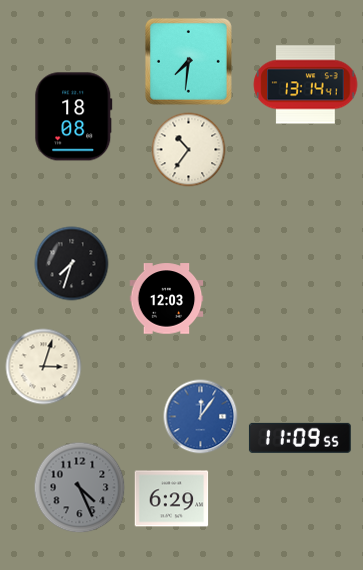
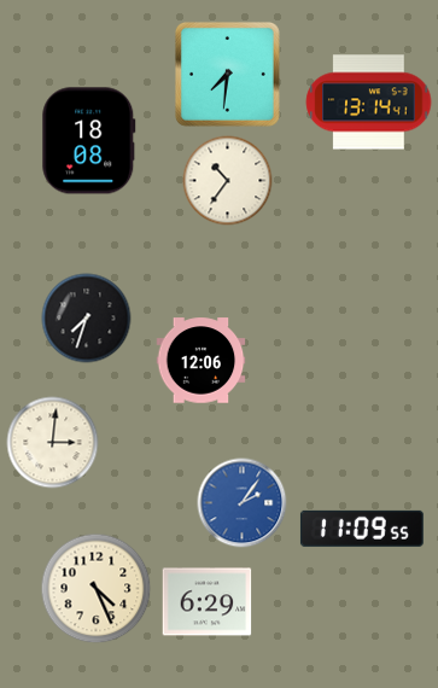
clock at (167, 299): 12:03 -> 12:06
clock at (44, 367): 3:03 -> 3:01
clock at (201, 417): 12:06 -> 2:06
clock at (80, 488) dial: grey -> cream
